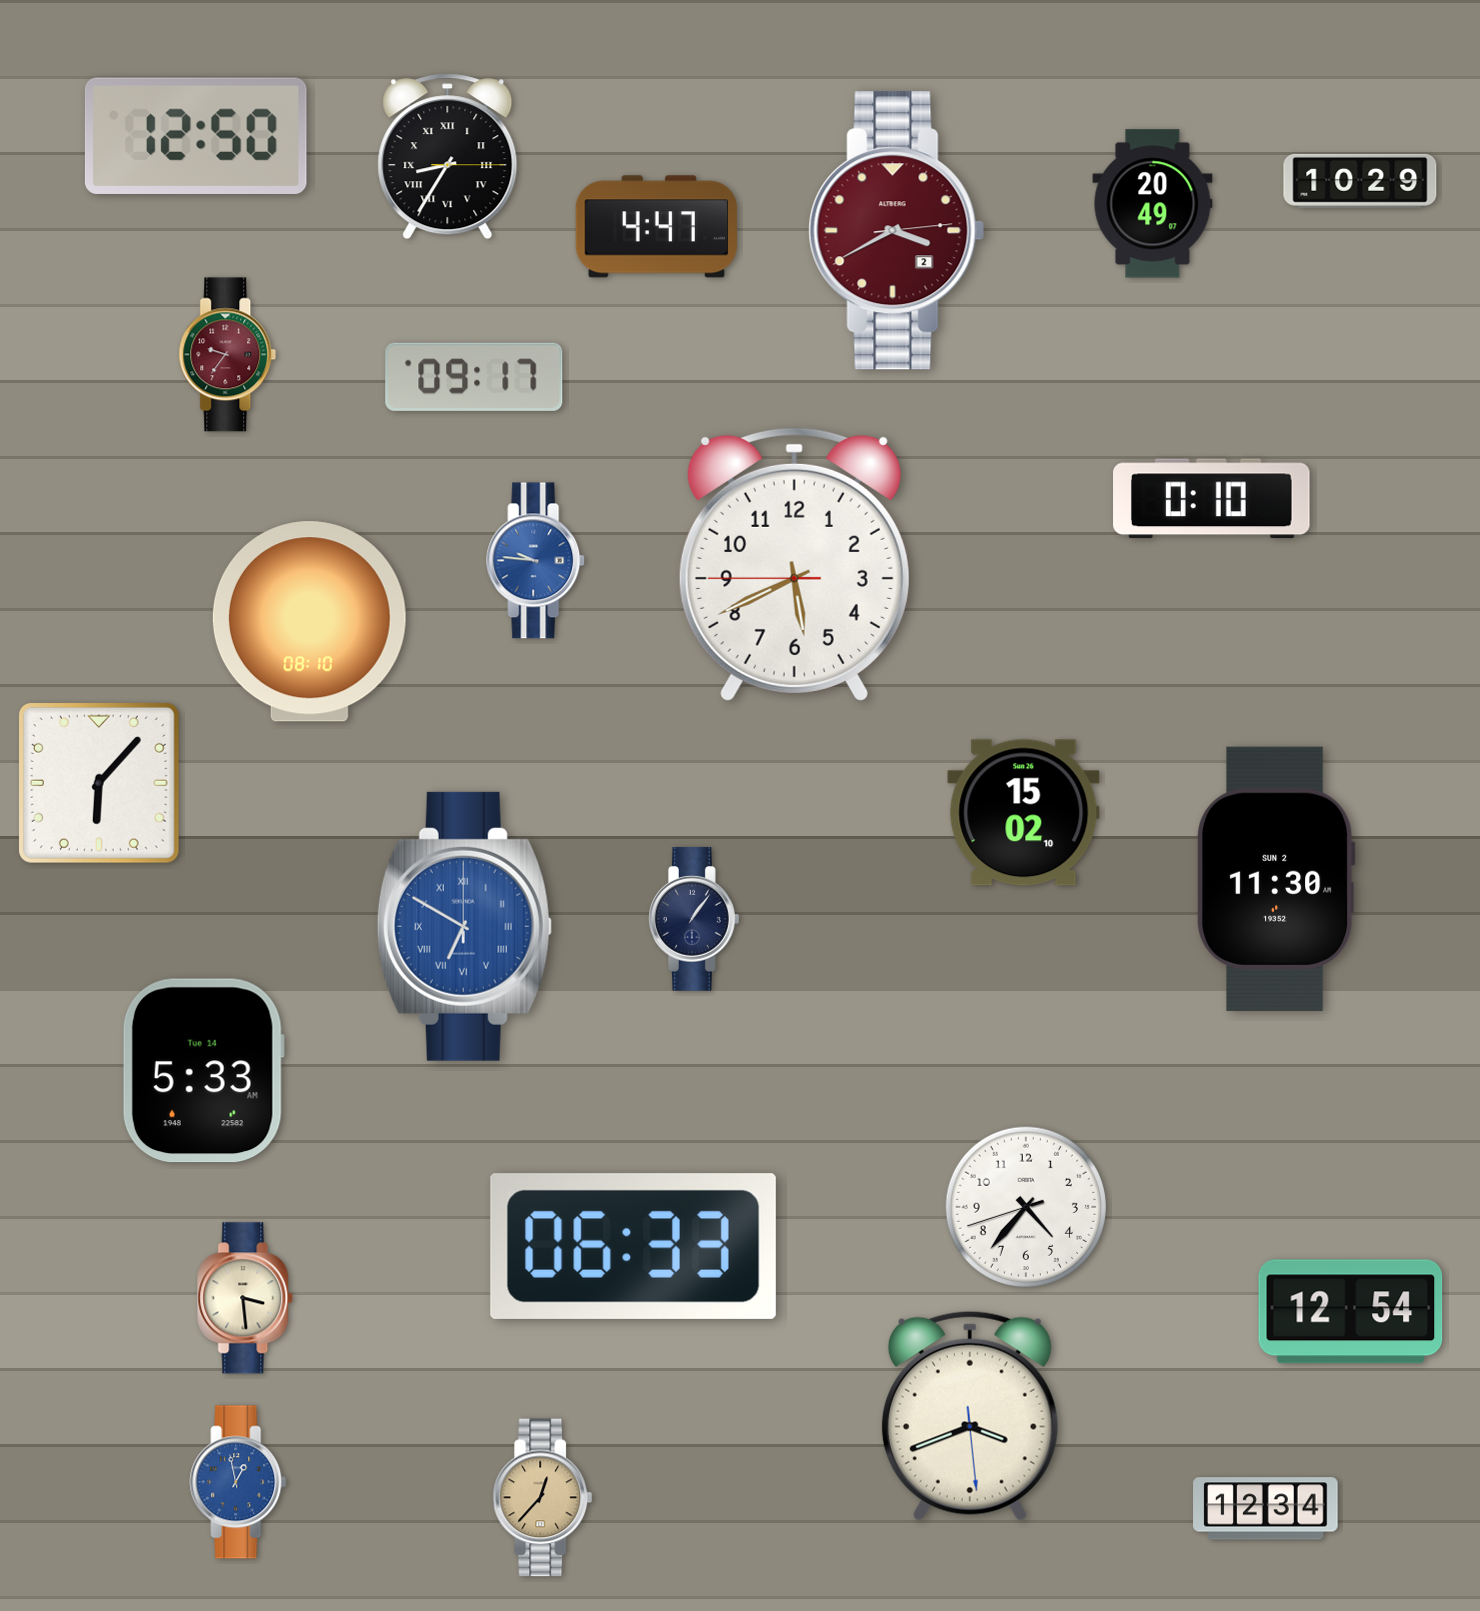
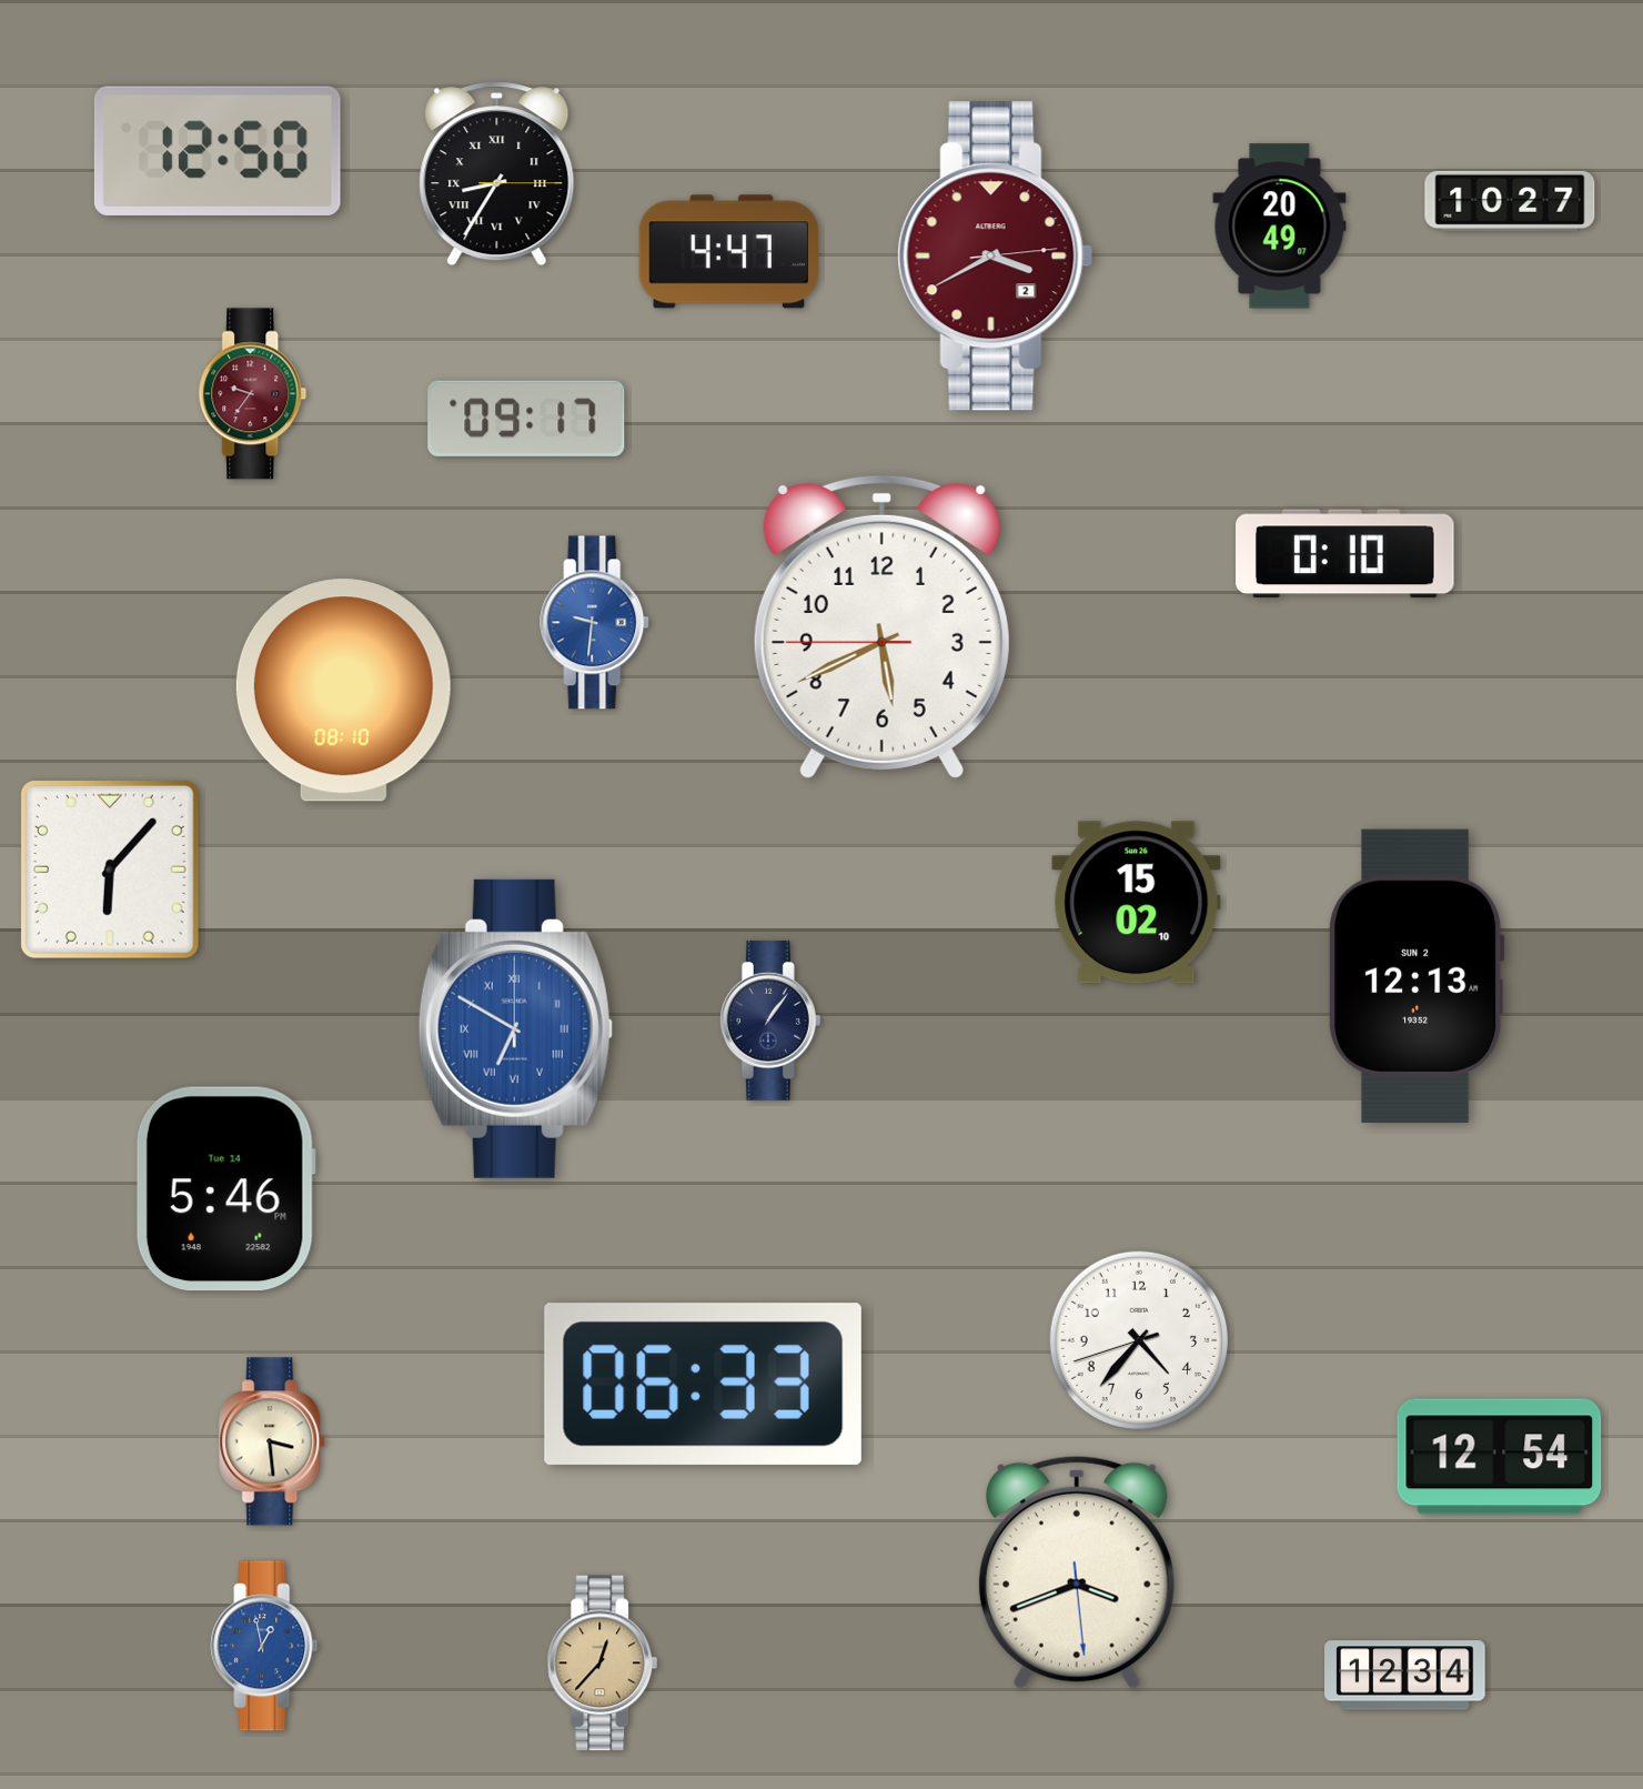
clock at (1360, 181): 10:29 -> 10:27
clock at (536, 561): 9:46 -> 9:31
clock at (1276, 879): 11:30 -> 12:13
clock at (203, 1071): 5:33 -> 5:46
